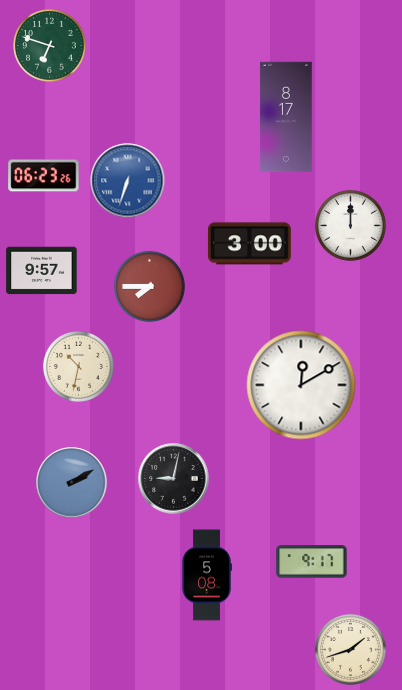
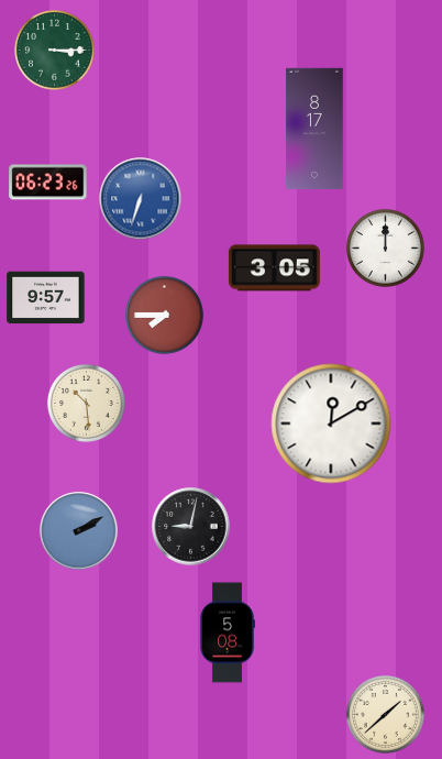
clock at (50, 46): 6:48 -> 3:15
clock at (44, 176) position: (44, 176) -> (48, 183)
clock at (249, 244): 3:00 -> 3:05
clock at (78, 366): 10:32 -> 10:29
clock at (312, 562): 9:17 -> none
clock at (350, 649): 1:42 -> 1:38
